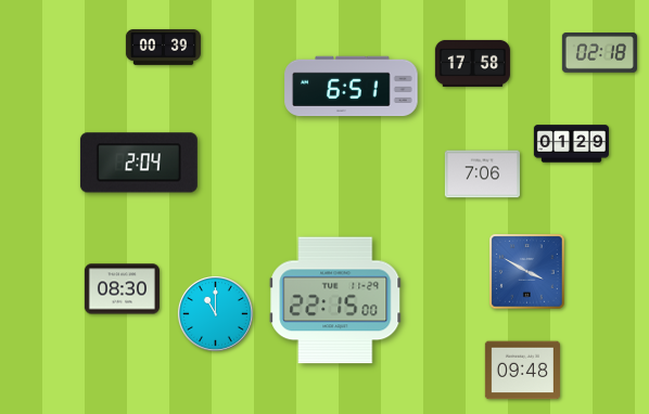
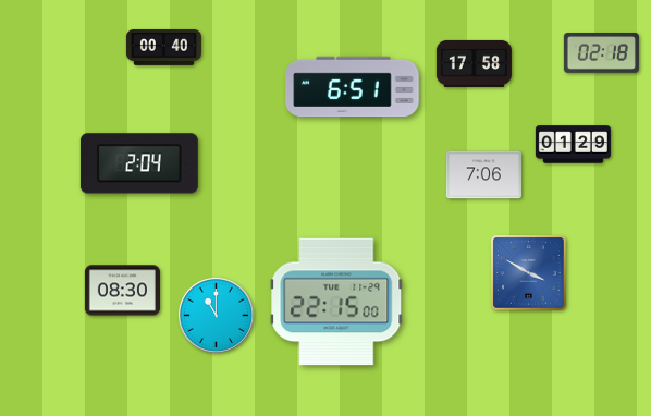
clock at (163, 47): 00:39 -> 00:40
clock at (522, 371): 09:48 -> none
